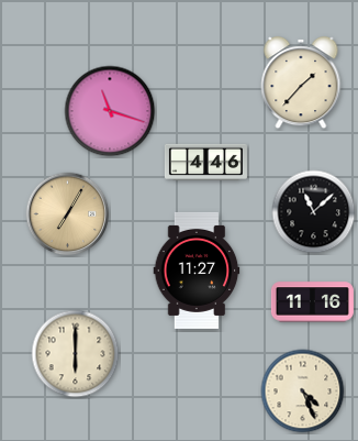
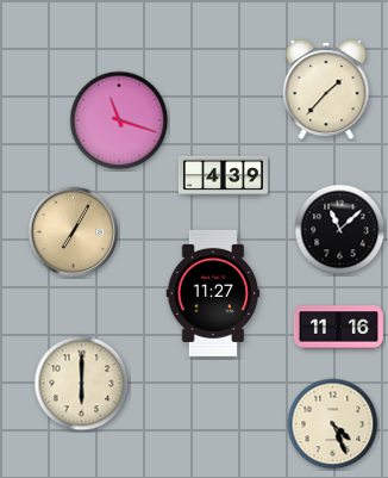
clock at (205, 162): 4:46 -> 4:39
clock at (303, 392) position: (303, 392) -> (333, 424)
